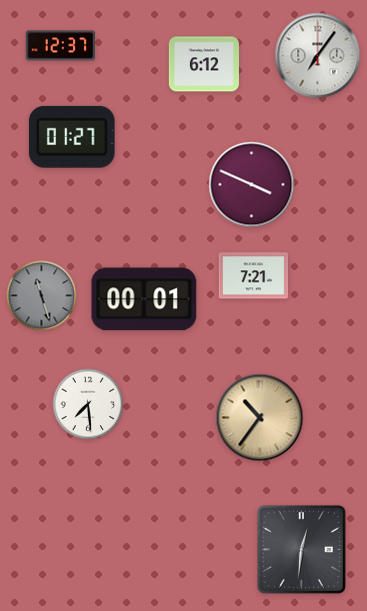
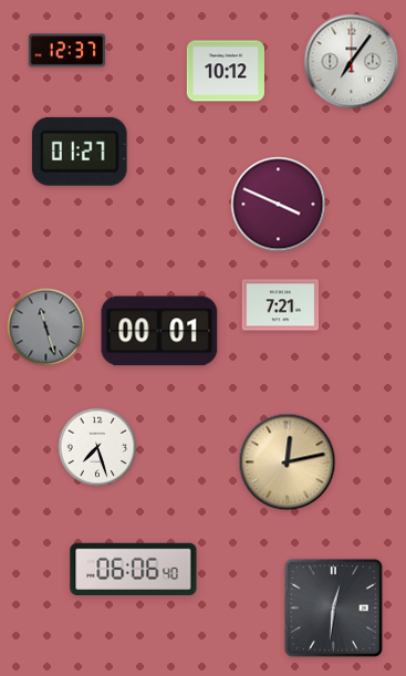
clock at (204, 64): 6:12 -> 10:12
clock at (88, 404): 7:29 -> 7:27
clock at (260, 418): 10:36 -> 12:13
clock at (134, 569): none -> 06:06
